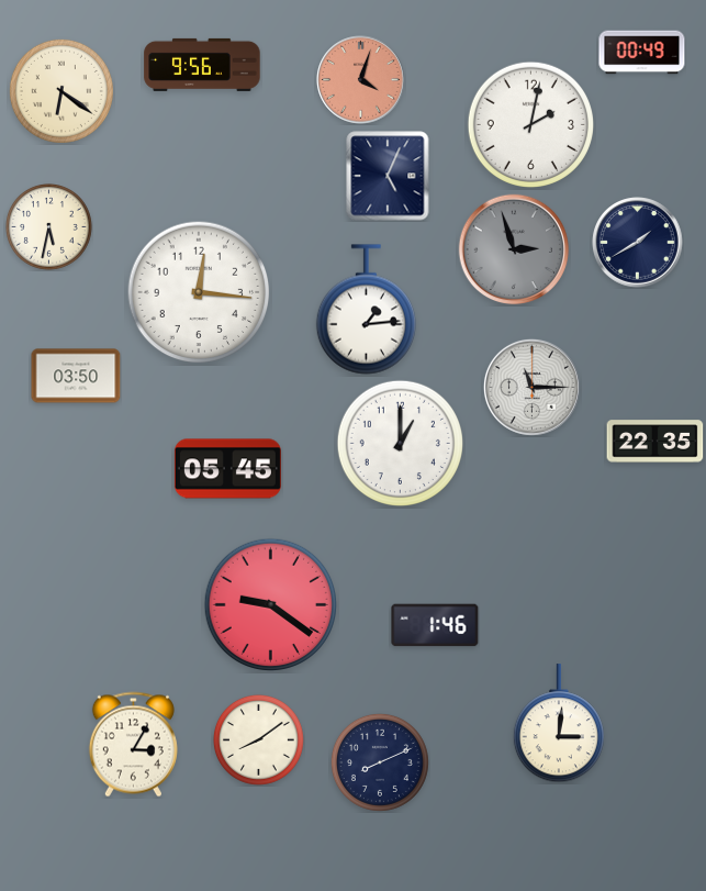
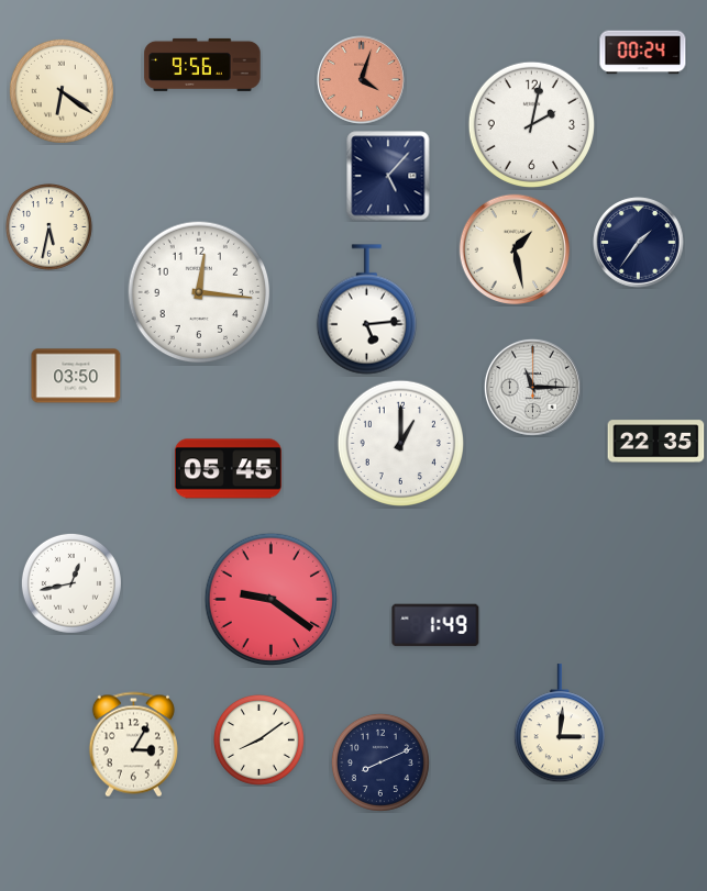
clock at (642, 53): 00:49 -> 00:24
clock at (388, 176): 5:04 -> 5:07
clock at (638, 243): 1:40 -> 1:36
clock at (514, 249): 2:57 -> 1:28
clock at (514, 249) dial: grey -> cream
clock at (366, 310): 1:14 -> 5:14
clock at (71, 583): none -> 12:43
clock at (270, 604) position: (270, 604) -> (270, 599)
clock at (435, 625): 1:46 -> 1:49
